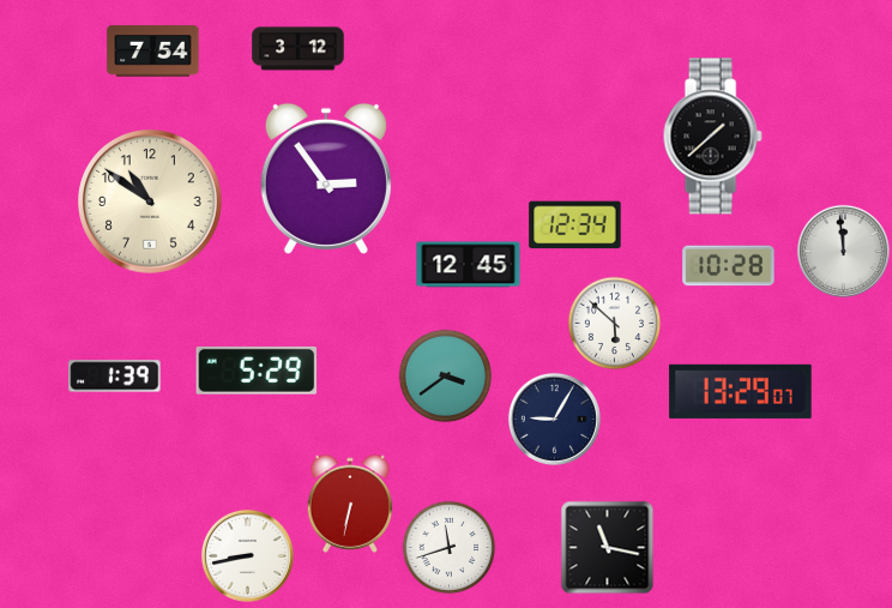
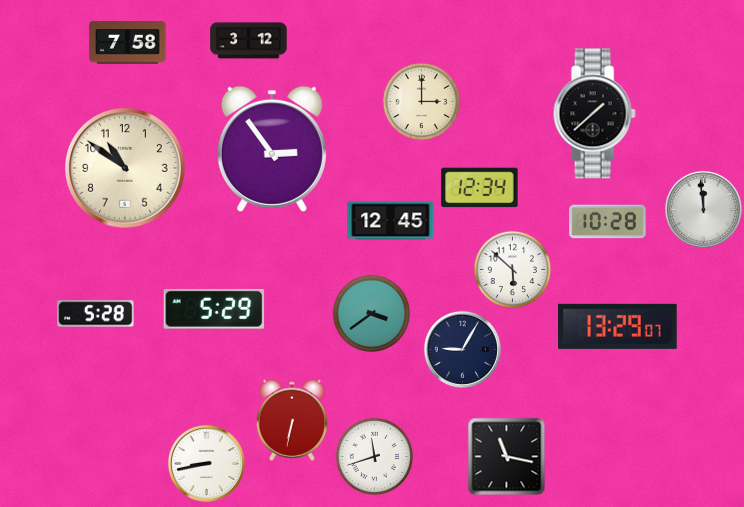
clock at (153, 52): 7:54 -> 7:58
clock at (421, 101): none -> 3:00
clock at (115, 377): 1:39 -> 5:28
